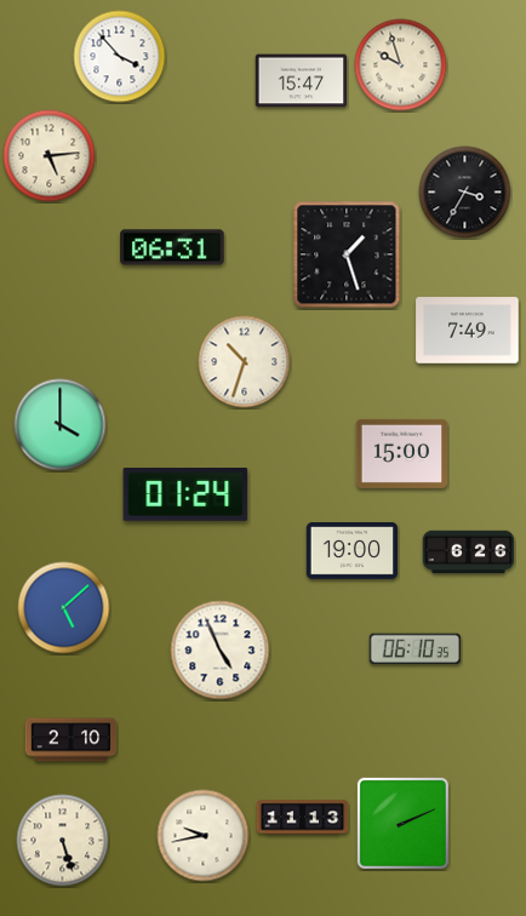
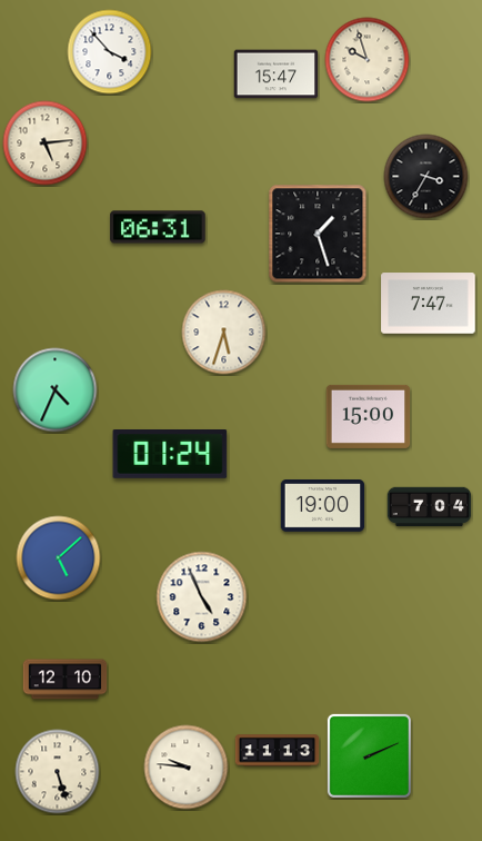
clock at (468, 331): 7:49 -> 7:47
clock at (245, 362): 10:33 -> 5:33
clock at (61, 425): 4:00 -> 4:34
clock at (469, 553): 6:26 -> 7:04
clock at (416, 649): 06:10 -> none
clock at (72, 740): 2:10 -> 12:10
clock at (204, 836): 9:43 -> 9:46
